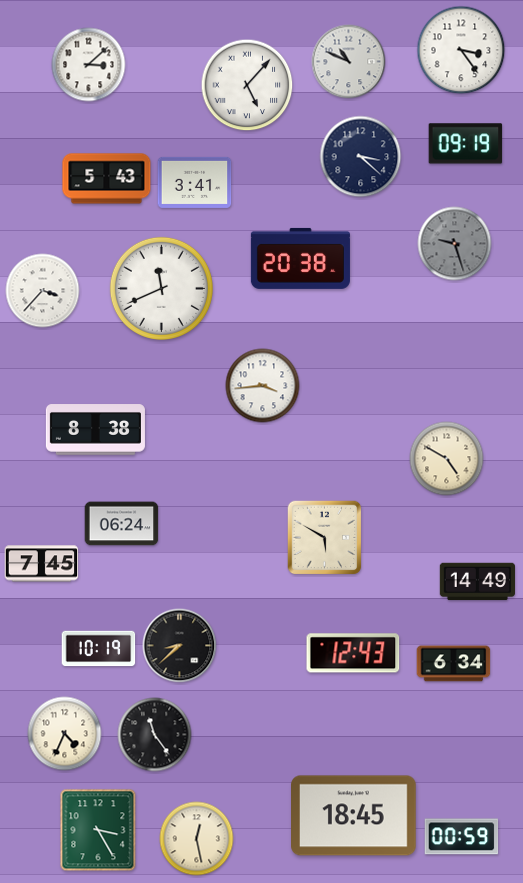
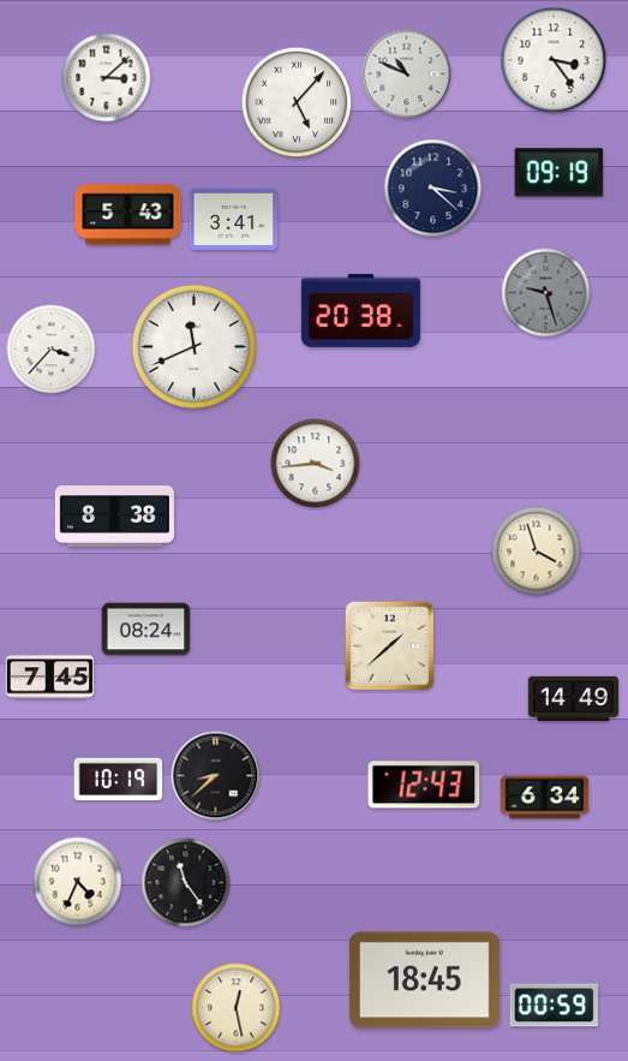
clock at (349, 62) position: (349, 62) -> (407, 74)
clock at (447, 459): 4:50 -> 3:57
clock at (122, 524): 06:24 -> 08:24
clock at (325, 538): 5:50 -> 1:38
clock at (98, 830): 3:25 -> none
